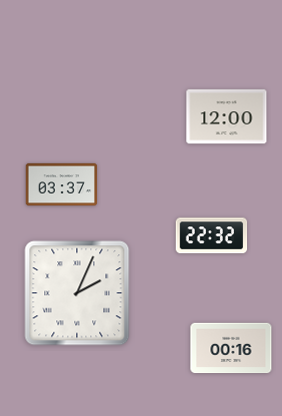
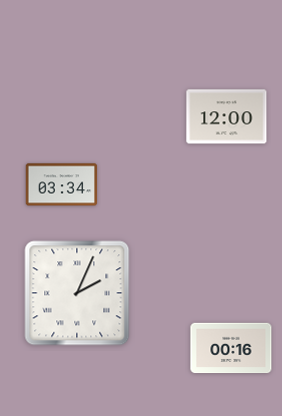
clock at (62, 185): 03:37 -> 03:34
clock at (212, 236): 22:32 -> none
